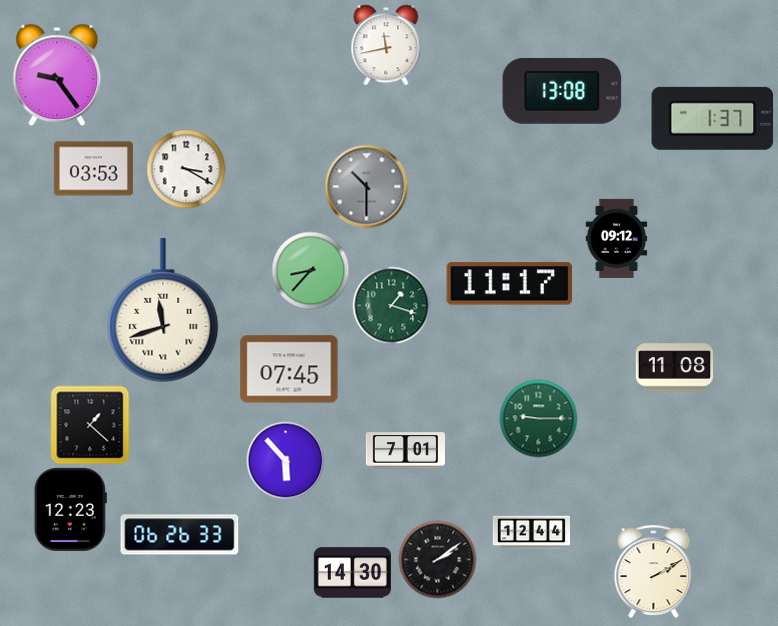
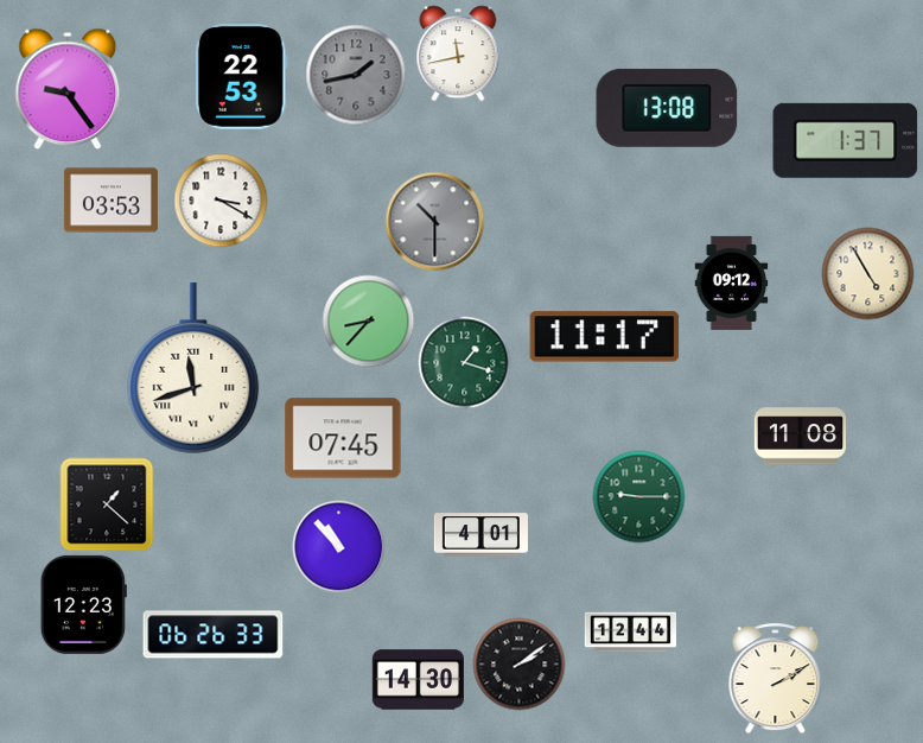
clock at (356, 75): none -> 1:43
clock at (241, 77): none -> 22:53
clock at (867, 273): none -> 4:55
clock at (405, 451): 7:01 -> 4:01
clock at (285, 460): 5:53 -> 10:53
